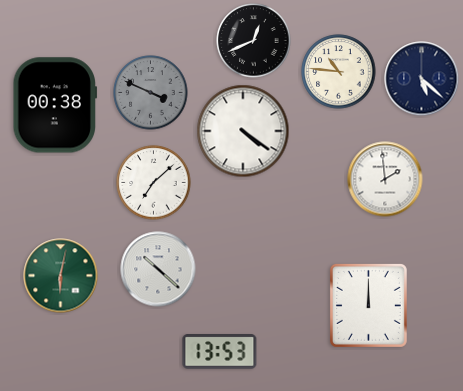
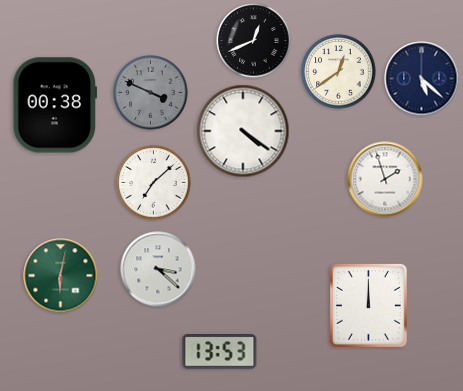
clock at (339, 72): 10:46 -> 12:39
clock at (385, 179): 1:59 -> 1:57
clock at (158, 269): 10:22 -> 3:22
